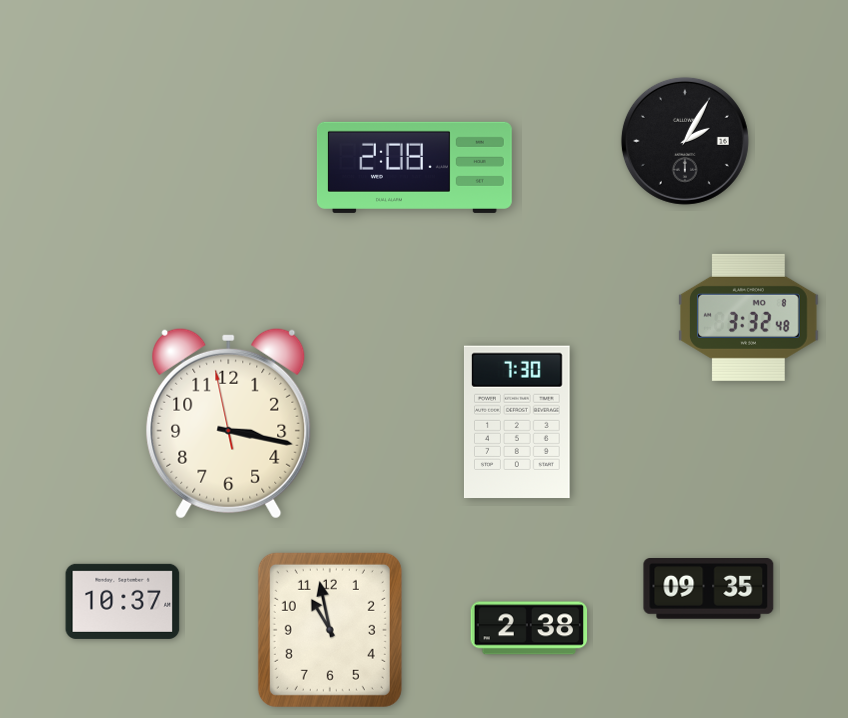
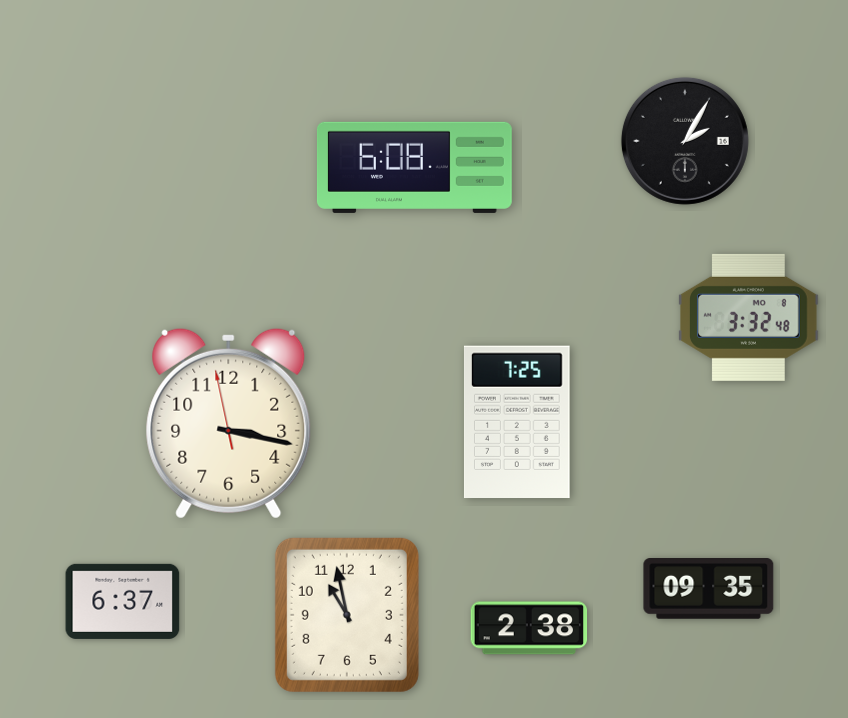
clock at (414, 167): 2:08 -> 6:08
clock at (517, 422): 7:30 -> 7:25
clock at (123, 601): 10:37 -> 6:37
clock at (330, 630) position: (330, 630) -> (347, 615)
